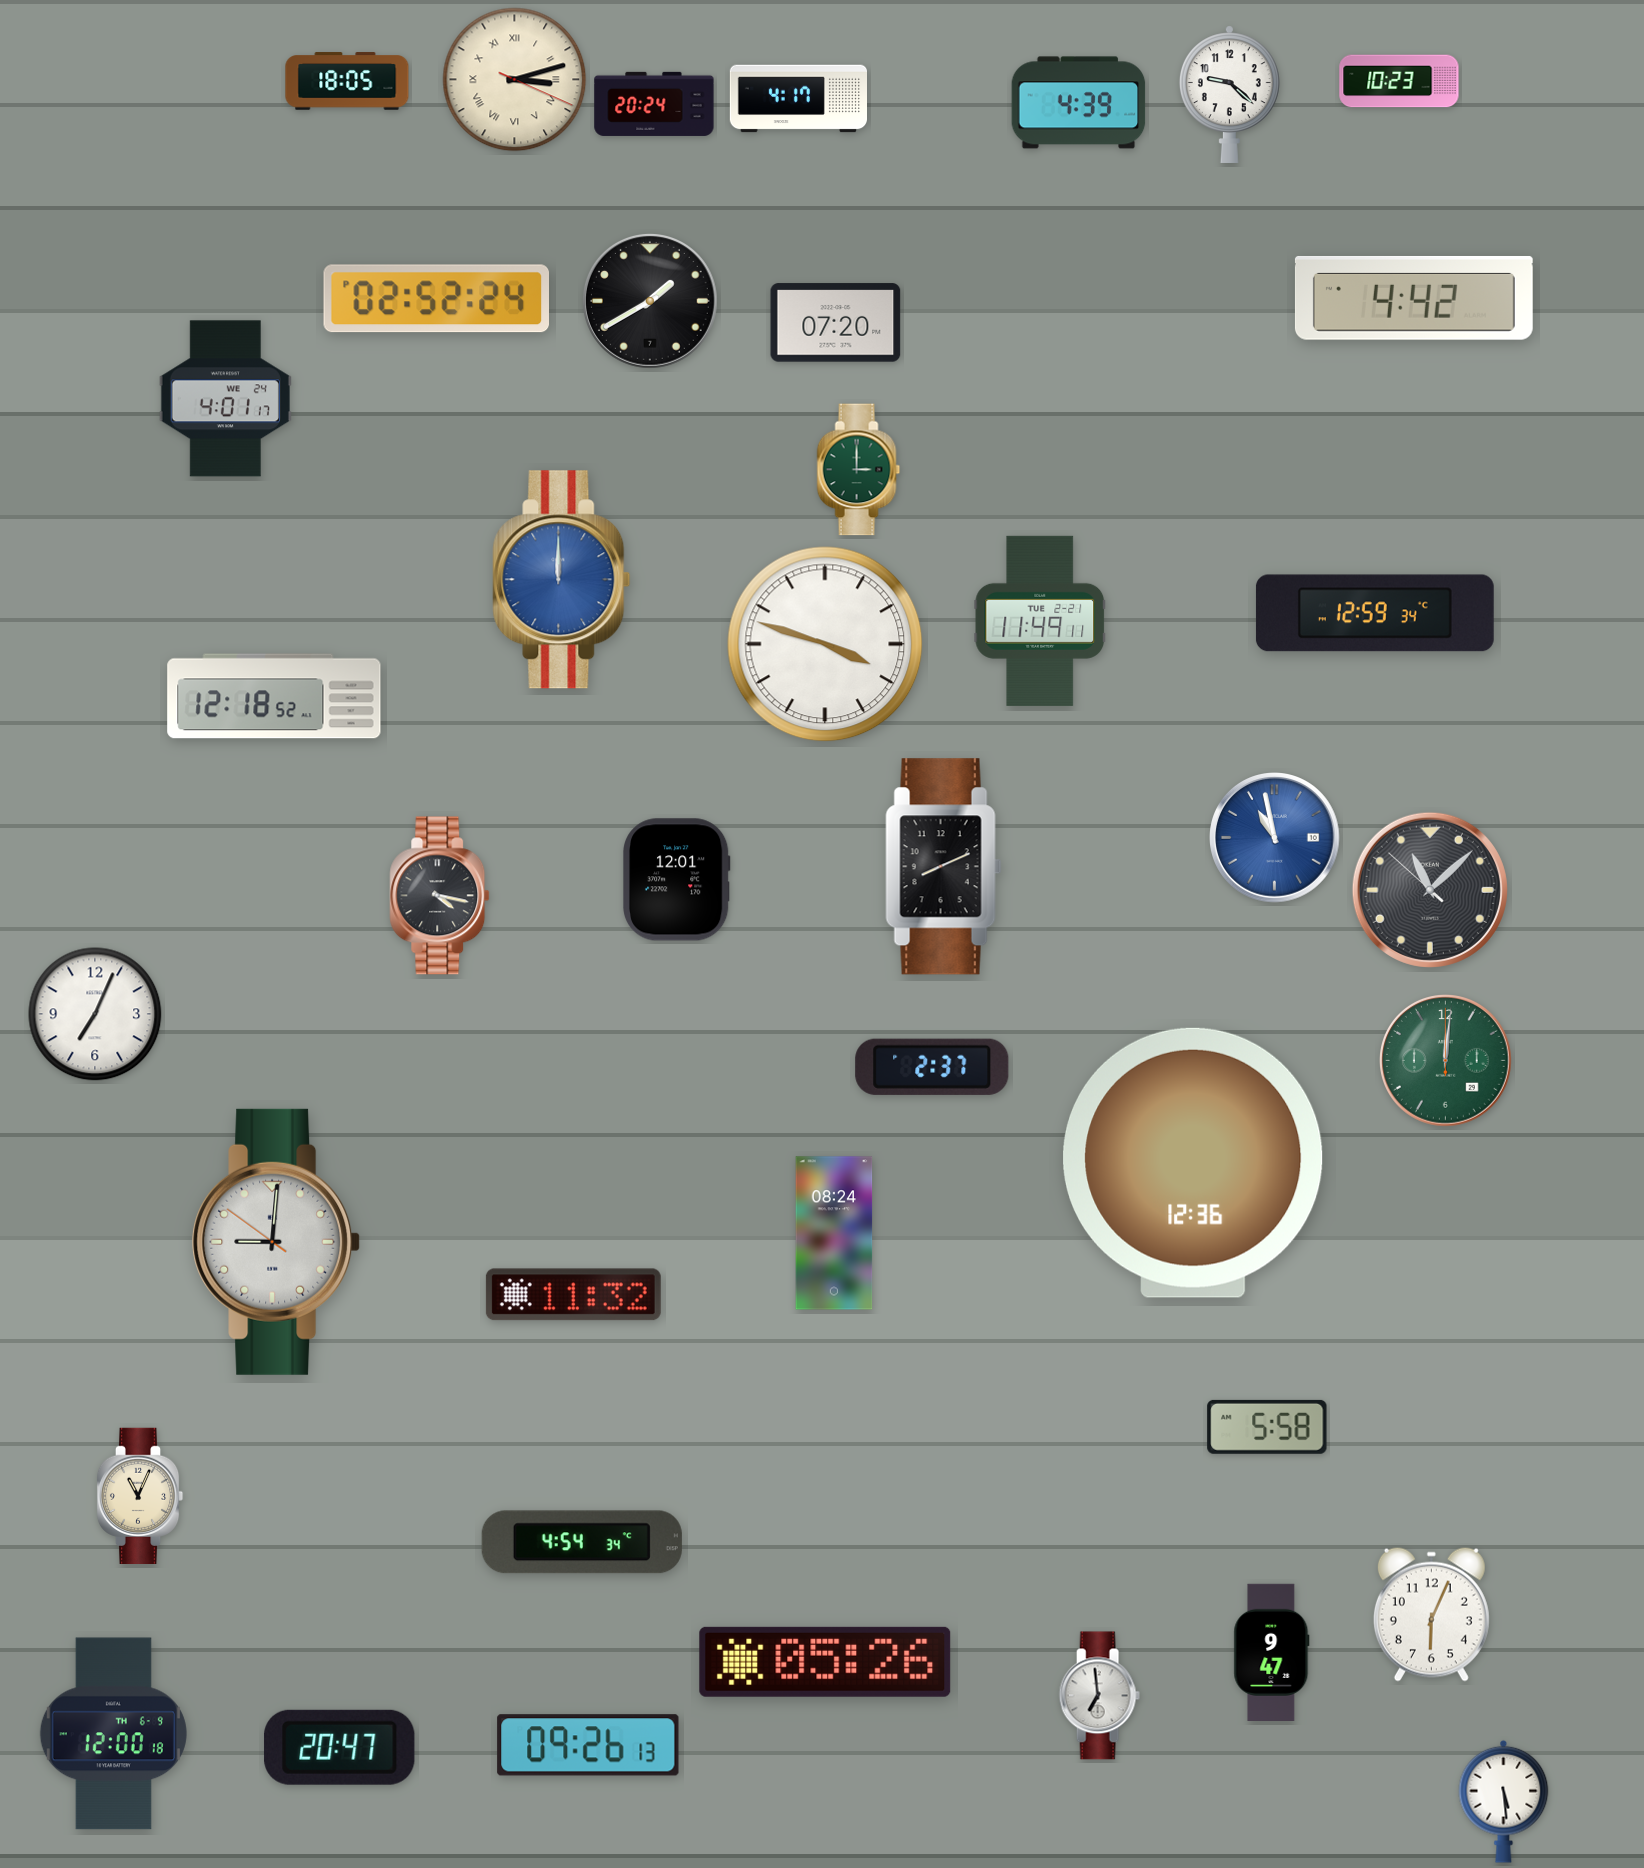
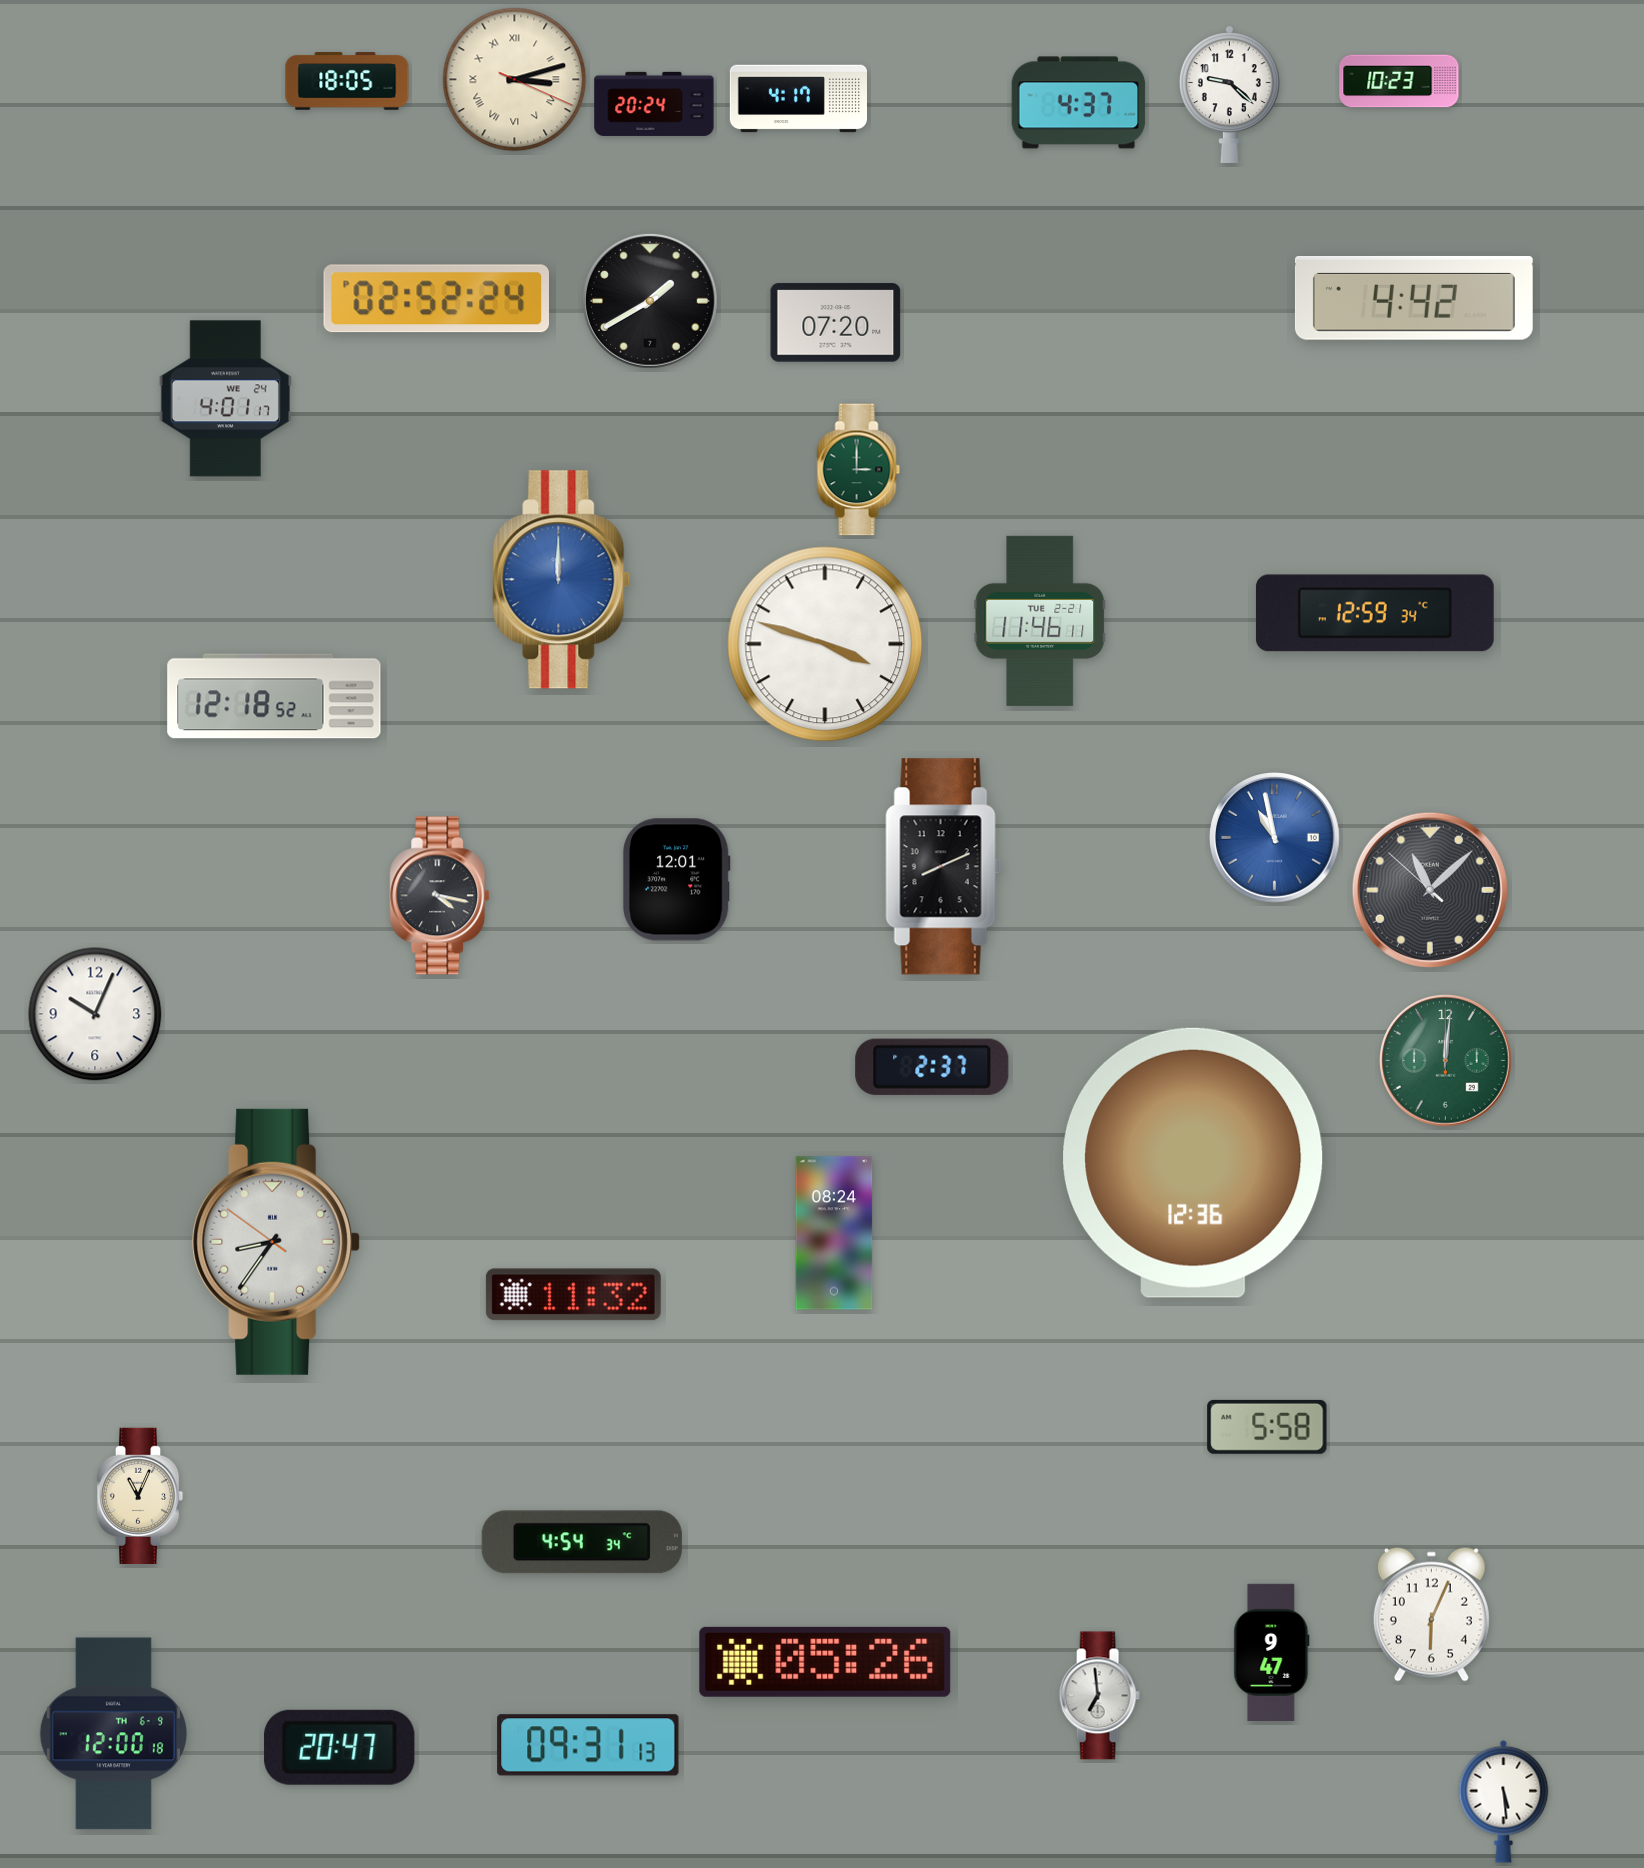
clock at (1079, 103): 4:39 -> 4:37
clock at (1040, 621): 11:49 -> 11:46
clock at (95, 1014): 7:04 -> 10:04
clock at (276, 1242): 9:00 -> 8:35
clock at (588, 1745): 09:26 -> 09:31
